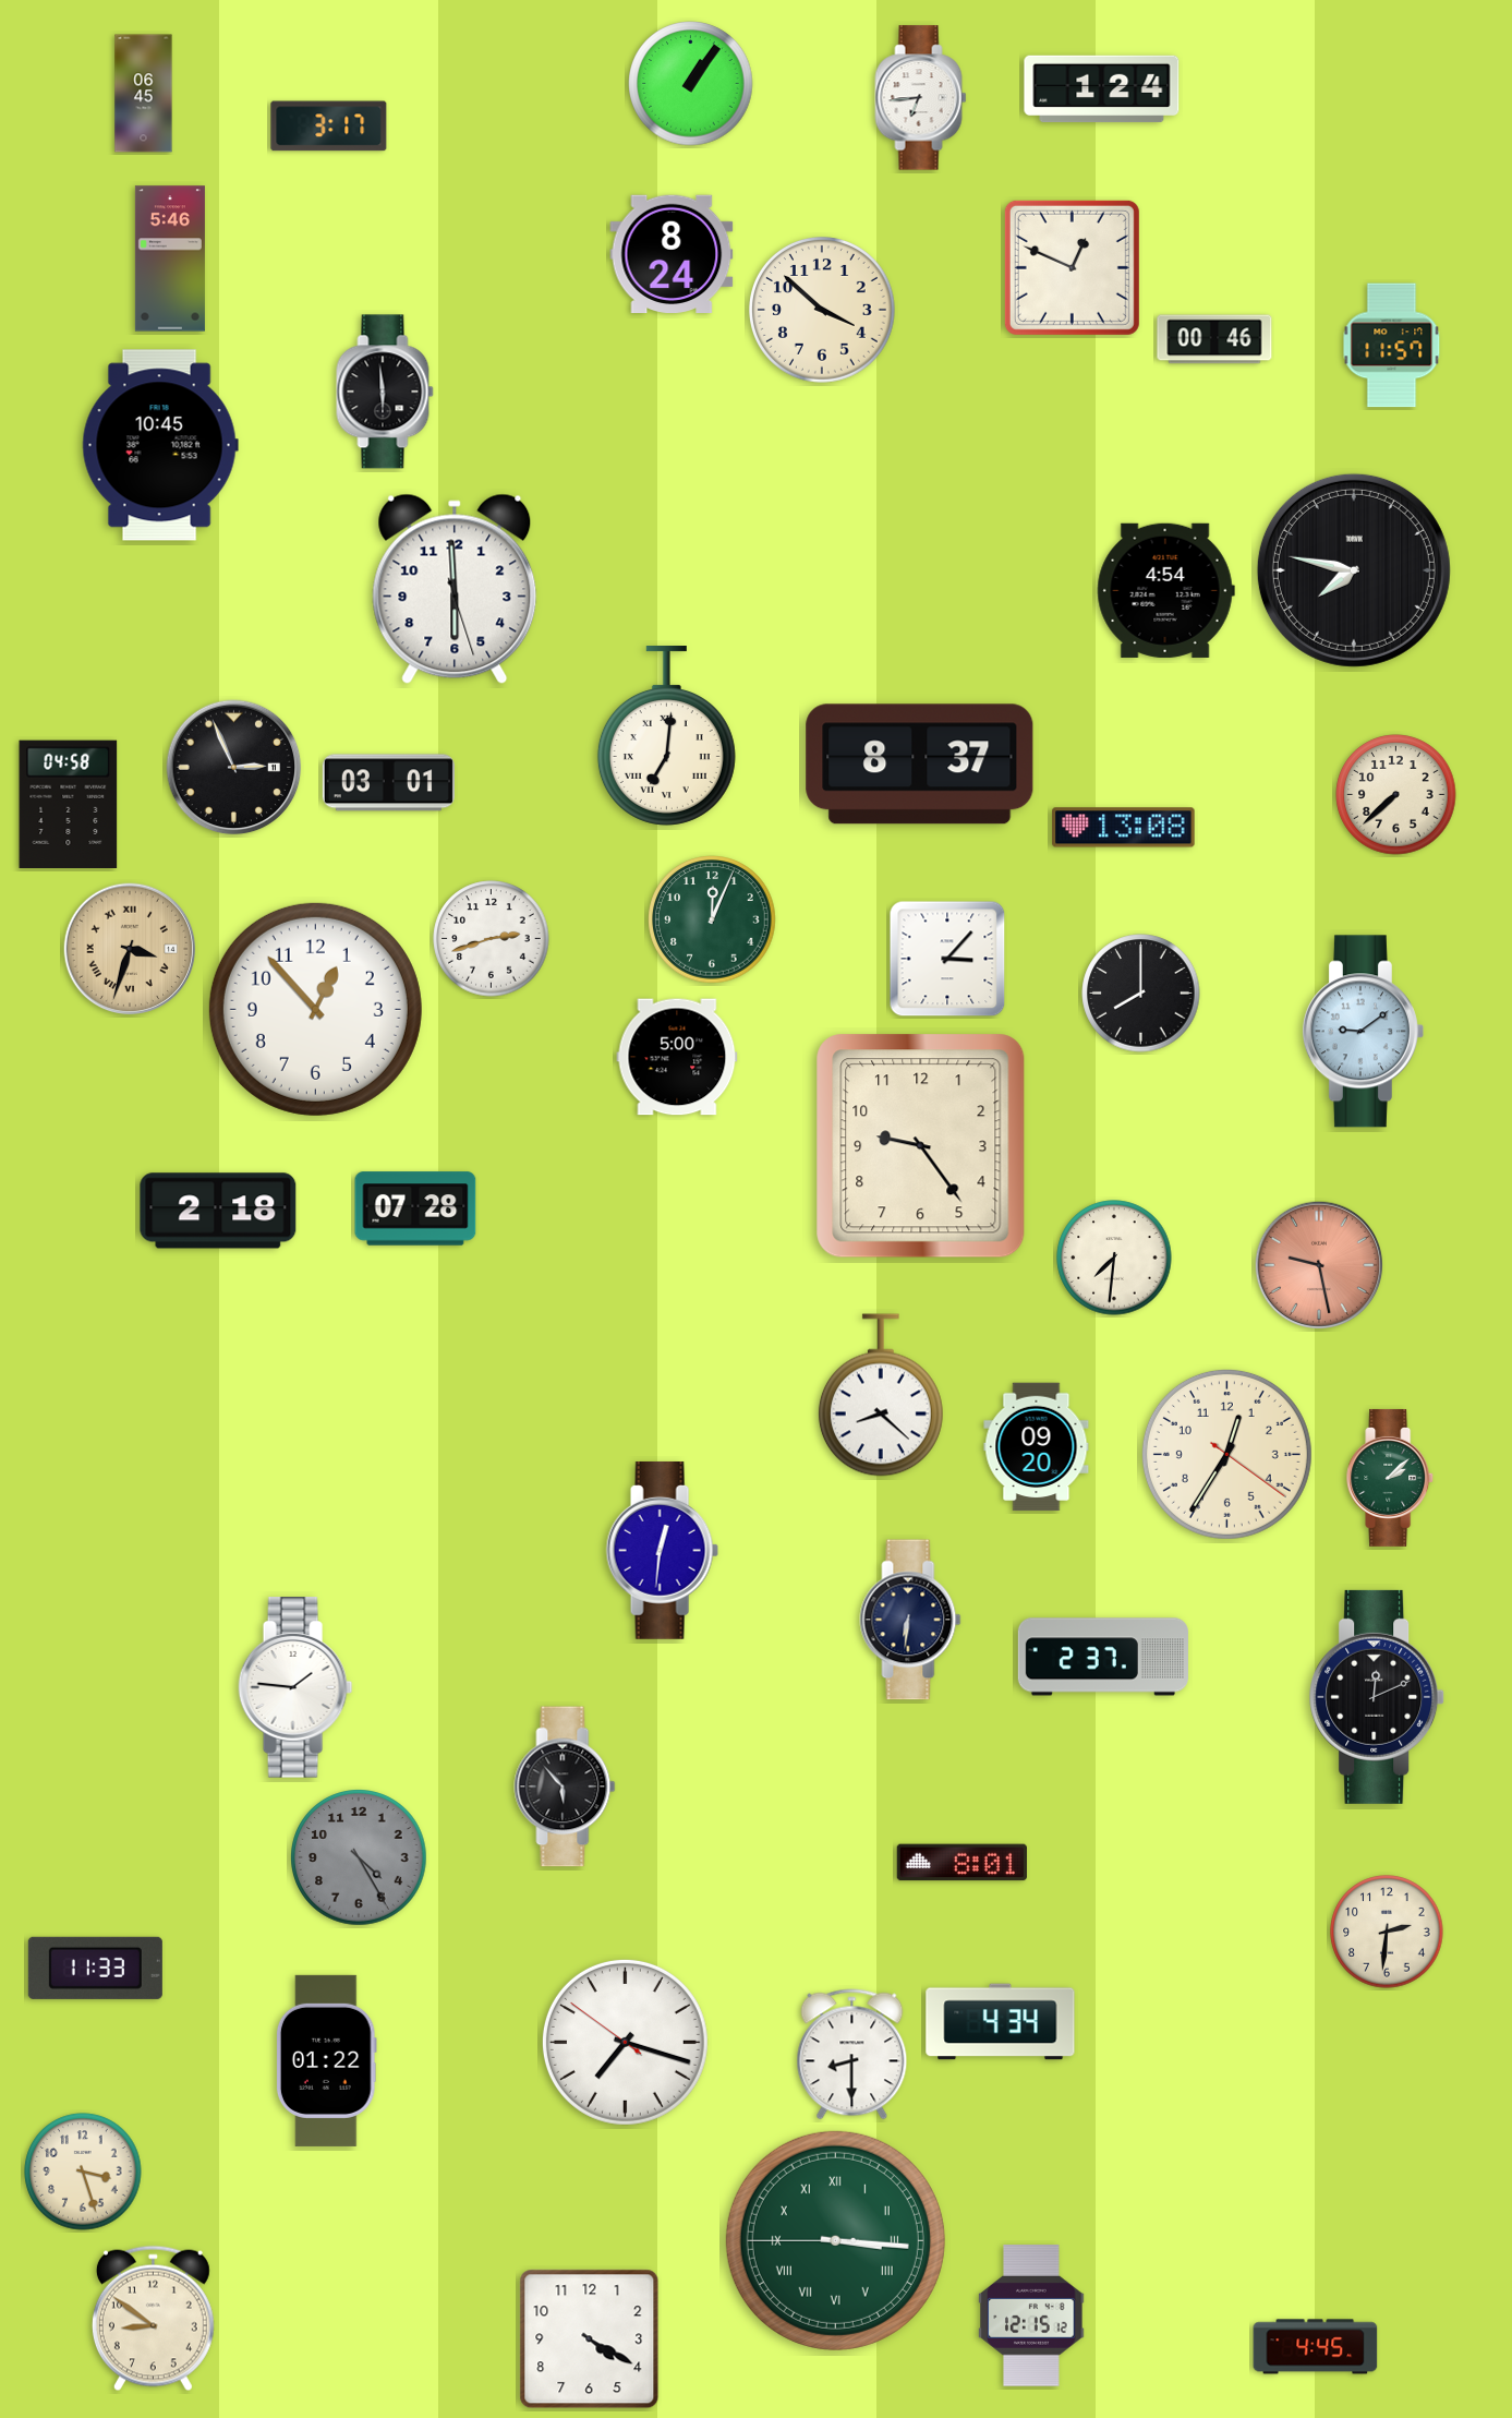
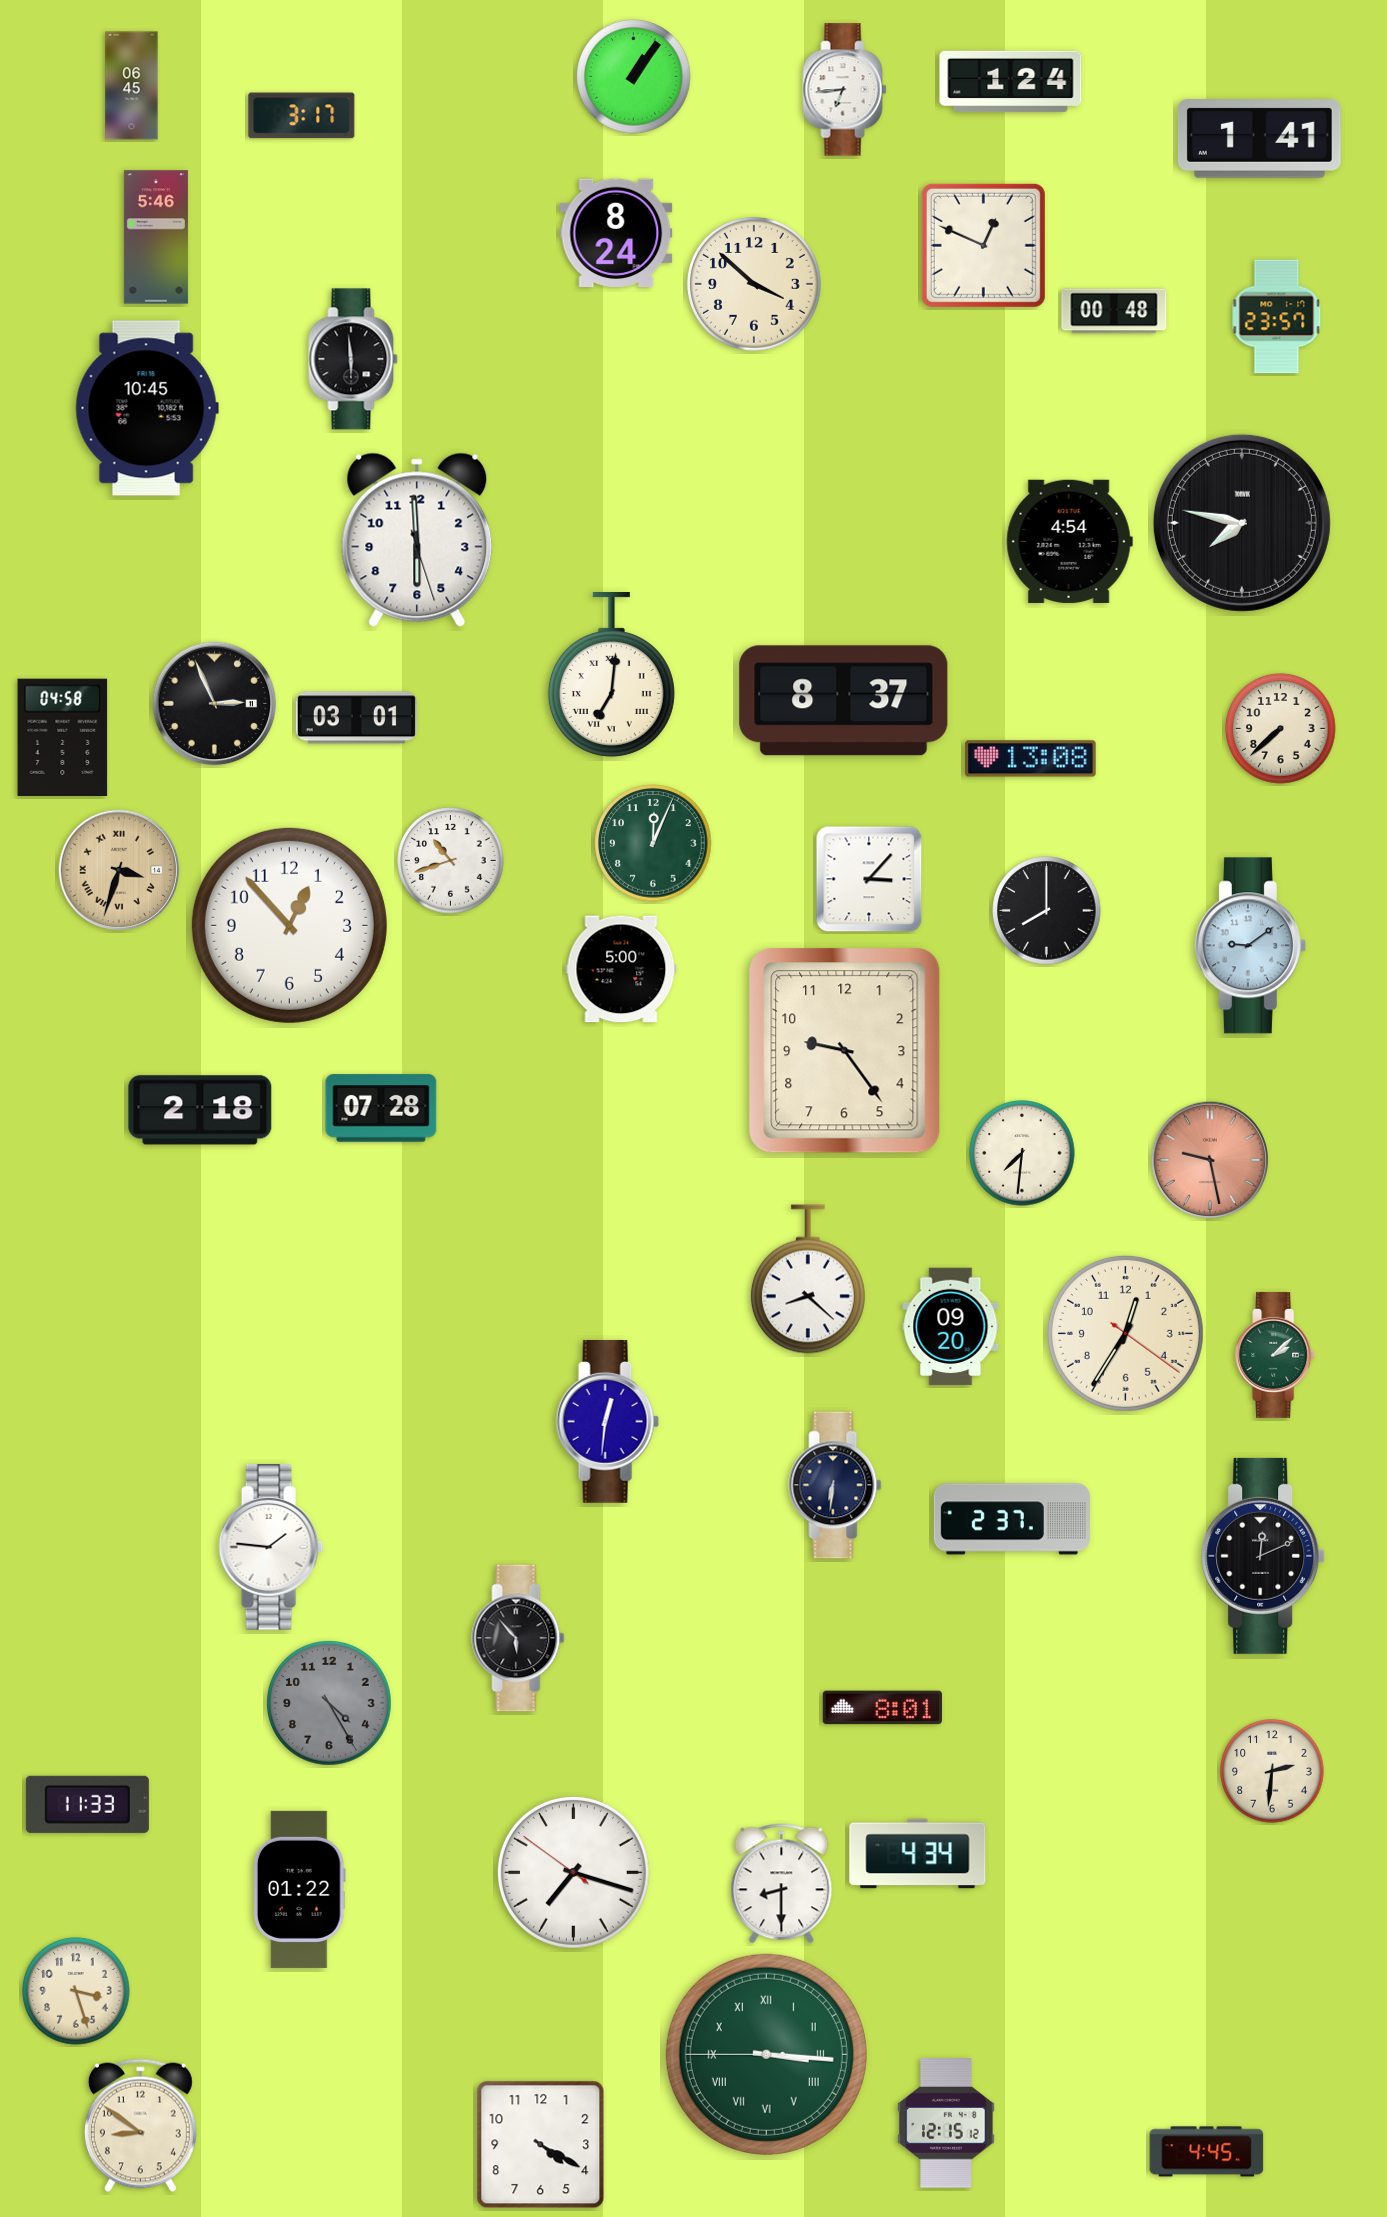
clock at (1259, 139): none -> 1:41
clock at (1214, 339): 00:46 -> 00:48
clock at (1392, 346): 11:57 -> 23:57
clock at (492, 939): 2:42 -> 10:42
